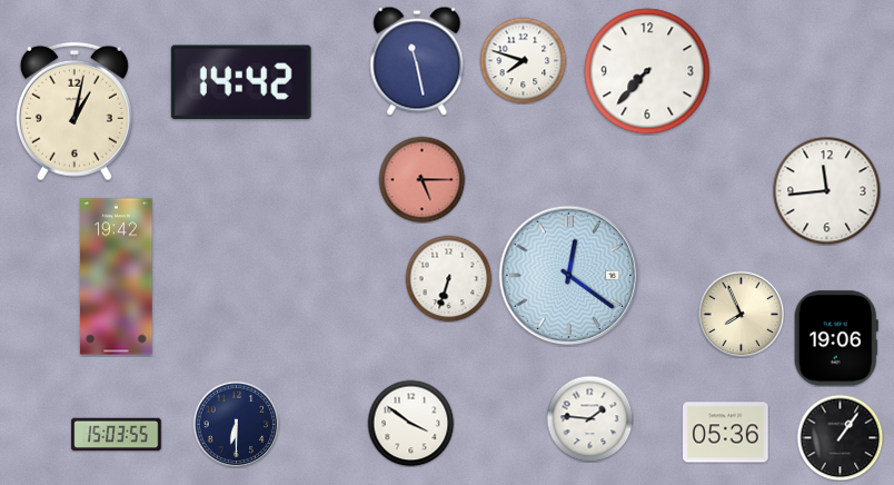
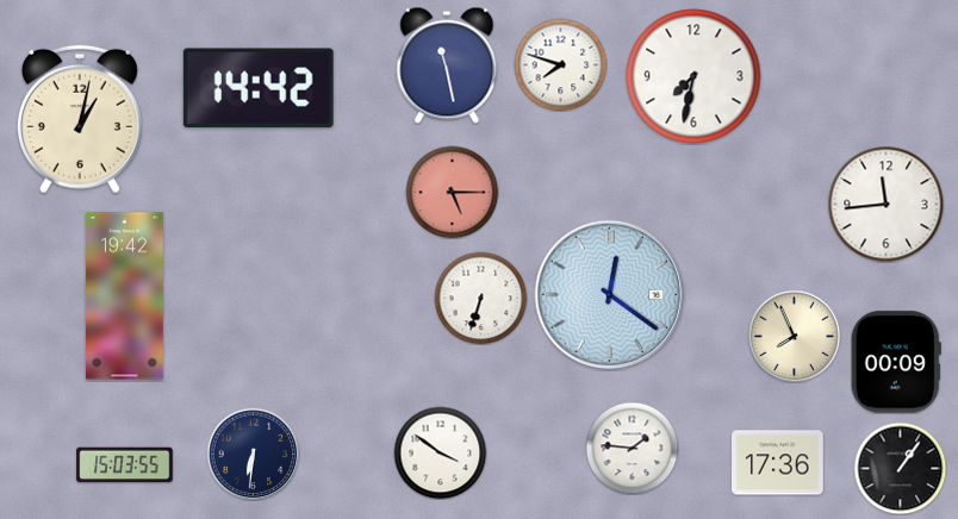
clock at (647, 71): 7:37 -> 7:32
clock at (836, 338): 19:06 -> 00:09
clock at (236, 424): 6:30 -> 6:31
clock at (726, 433): 05:36 -> 17:36
